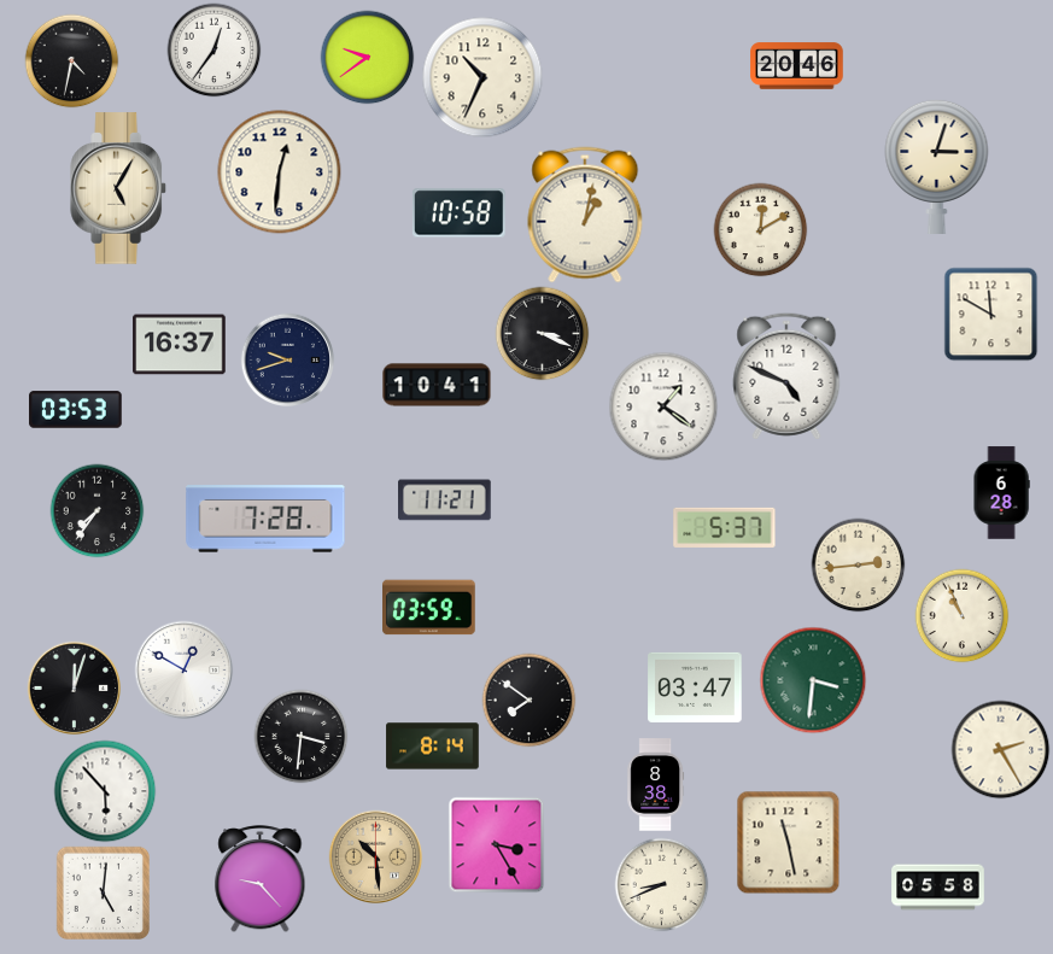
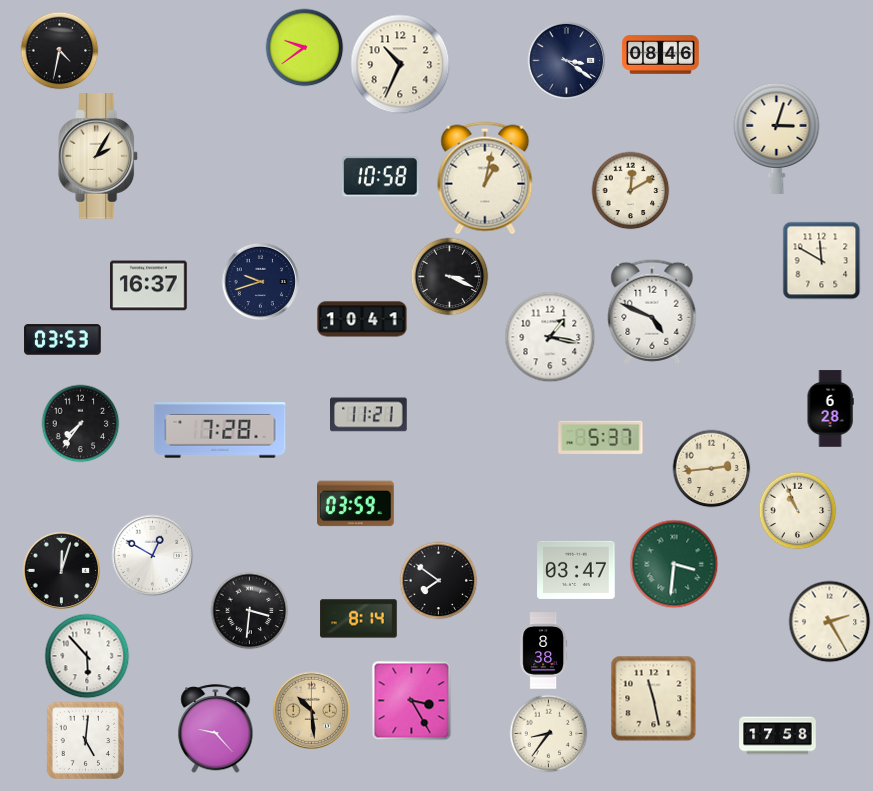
clock at (213, 49): 12:36 -> none
clock at (797, 66): 20:46 -> 08:46
clock at (566, 60): none -> 3:21
clock at (280, 172): 12:31 -> none
clock at (119, 188): 5:05 -> 2:05
clock at (287, 359) position: (287, 359) -> (260, 281)
clock at (663, 406): 1:21 -> 1:17
clock at (661, 884): 8:41 -> 8:36
clock at (938, 888): 05:58 -> 17:58
